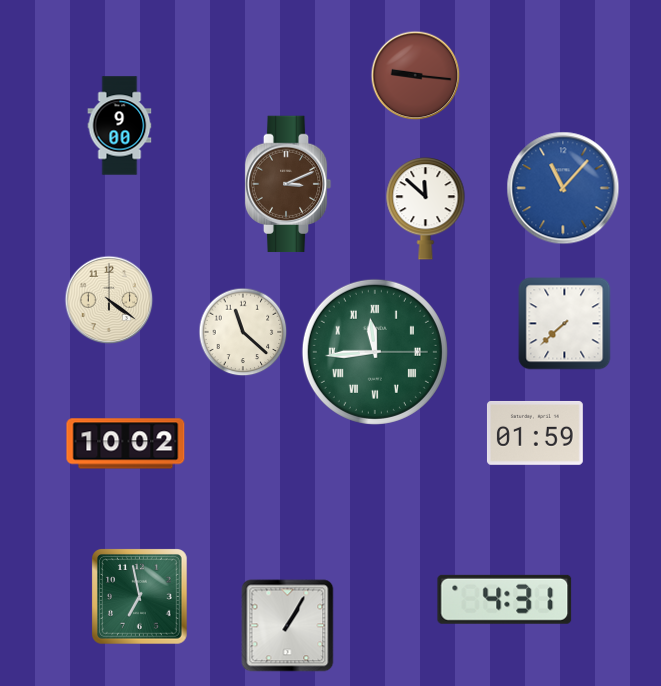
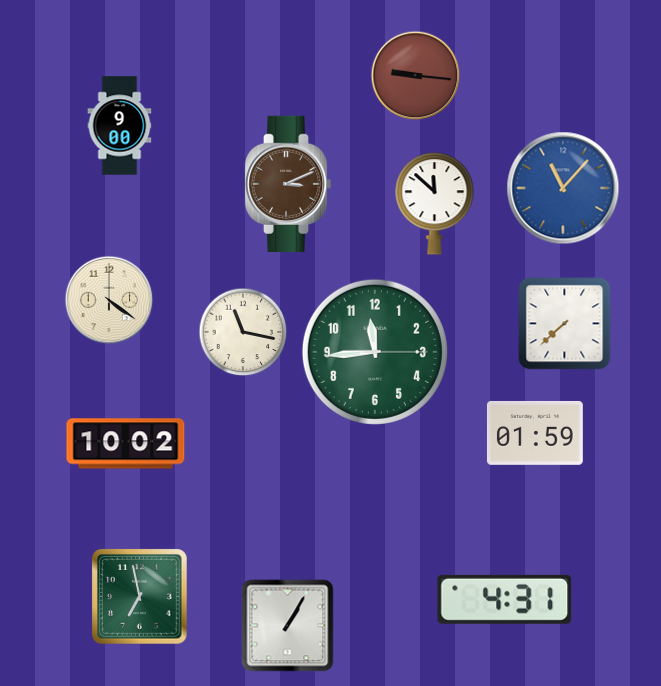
clock at (426, 209) position: (426, 209) -> (435, 204)
clock at (243, 332): 11:22 -> 11:17
clock at (375, 352) numerals: Roman -> Arabic
